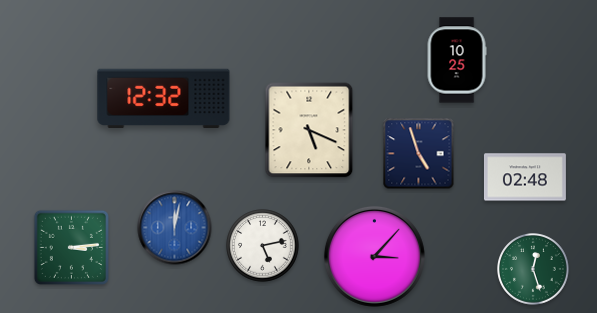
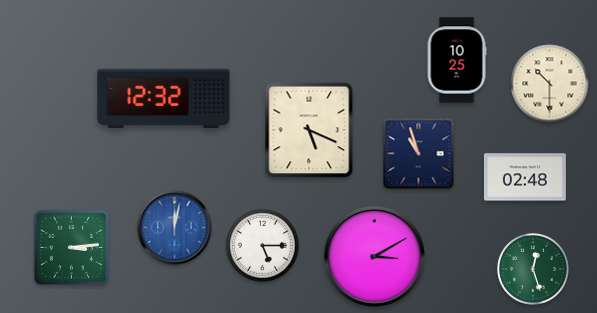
clock at (550, 84): none -> 10:30
clock at (419, 154): 4:57 -> 10:57
clock at (263, 246): 5:13 -> 5:15
clock at (374, 256): 3:07 -> 3:10
